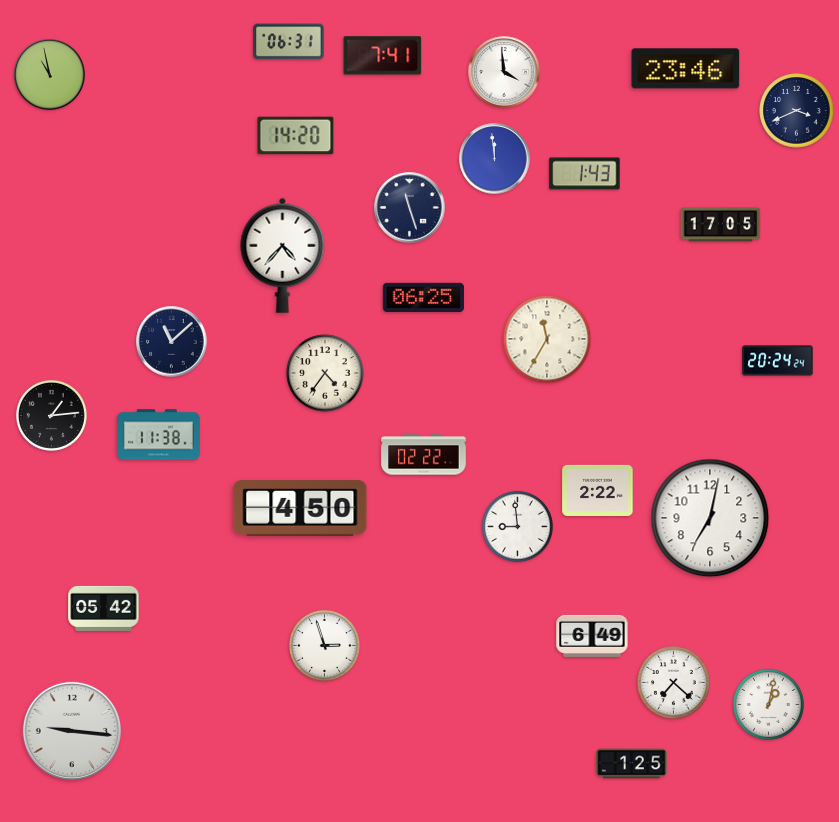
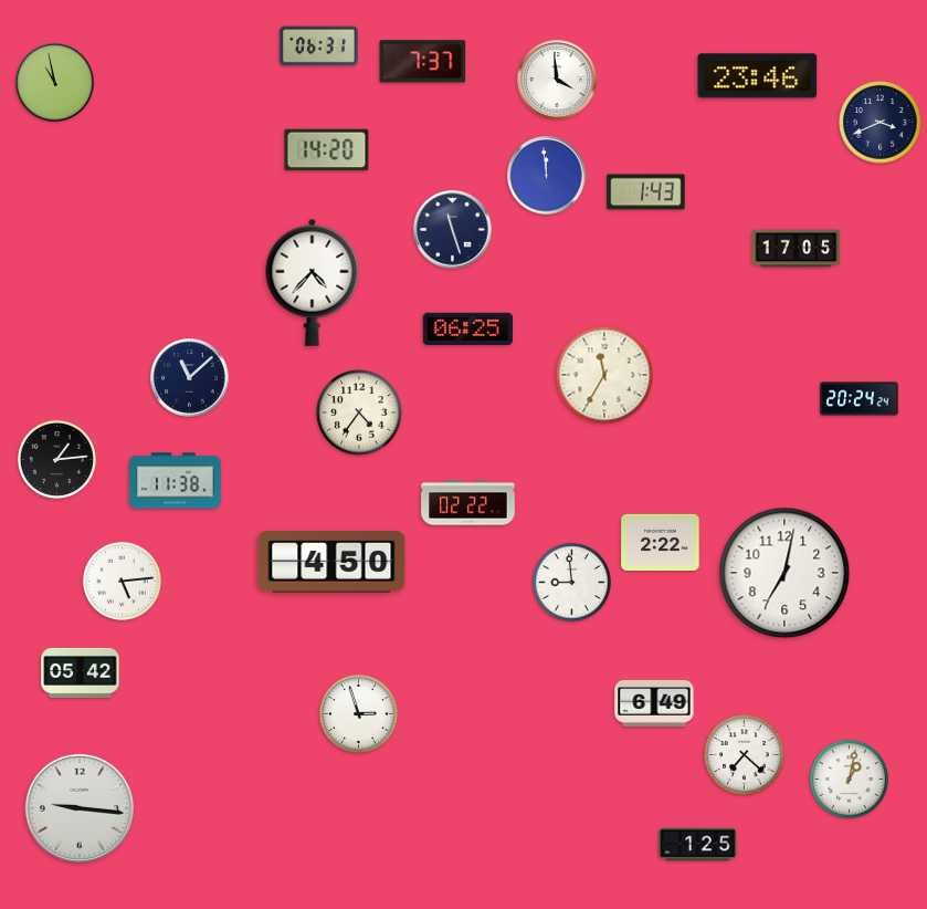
clock at (383, 56): 7:41 -> 7:37
clock at (122, 581): none -> 5:14
clock at (104, 608) position: (104, 608) -> (81, 672)
